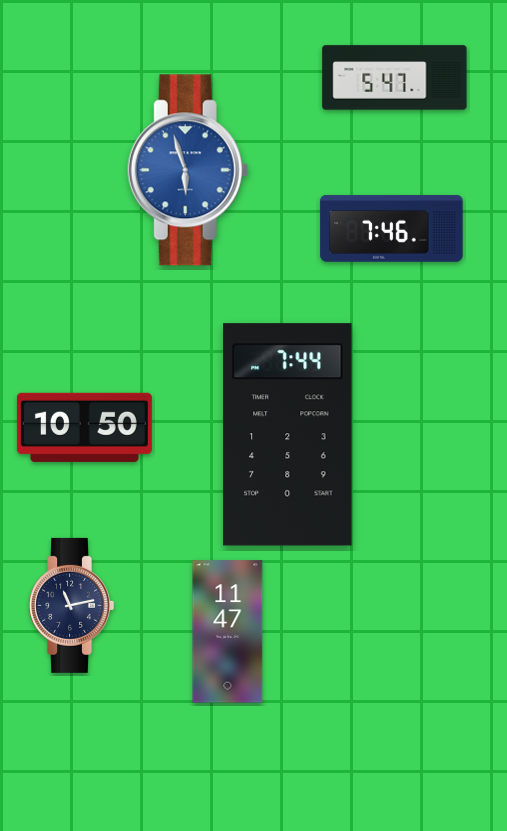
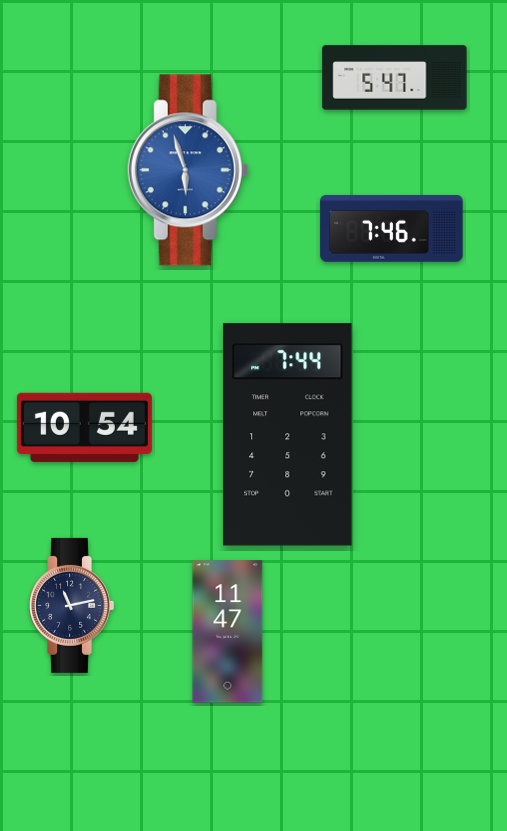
clock at (84, 427): 10:50 -> 10:54
